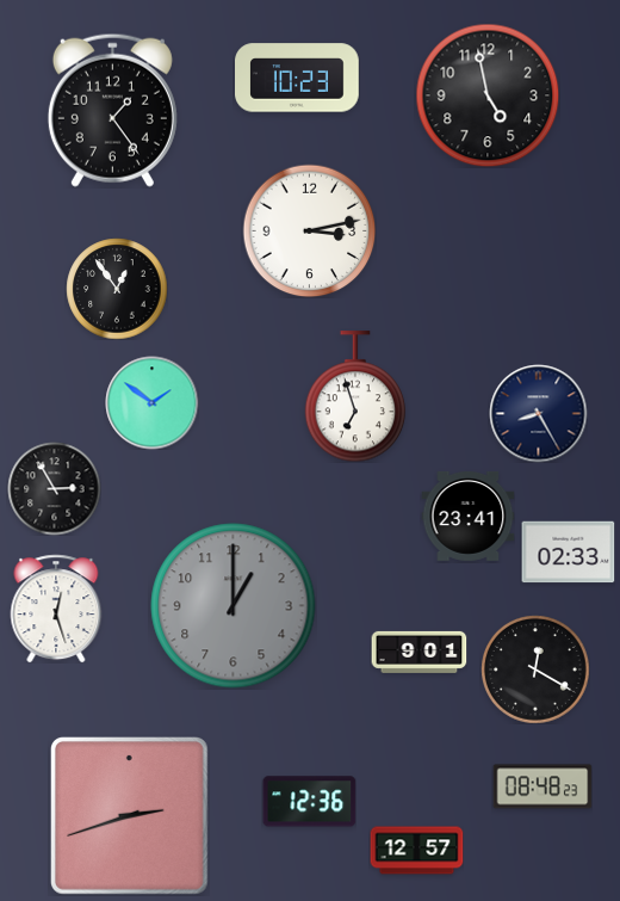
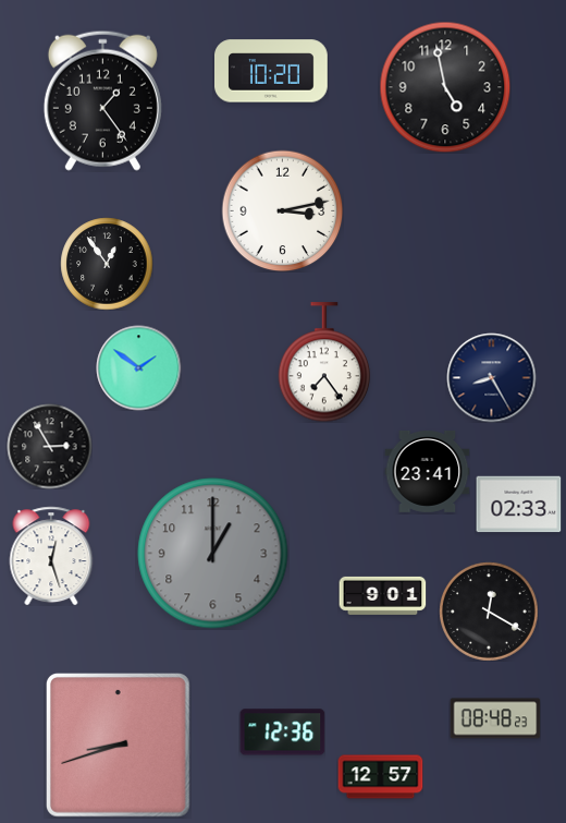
clock at (298, 78): 10:23 -> 10:20
clock at (355, 396): 6:57 -> 7:24
clock at (130, 816): 2:42 -> 8:42
